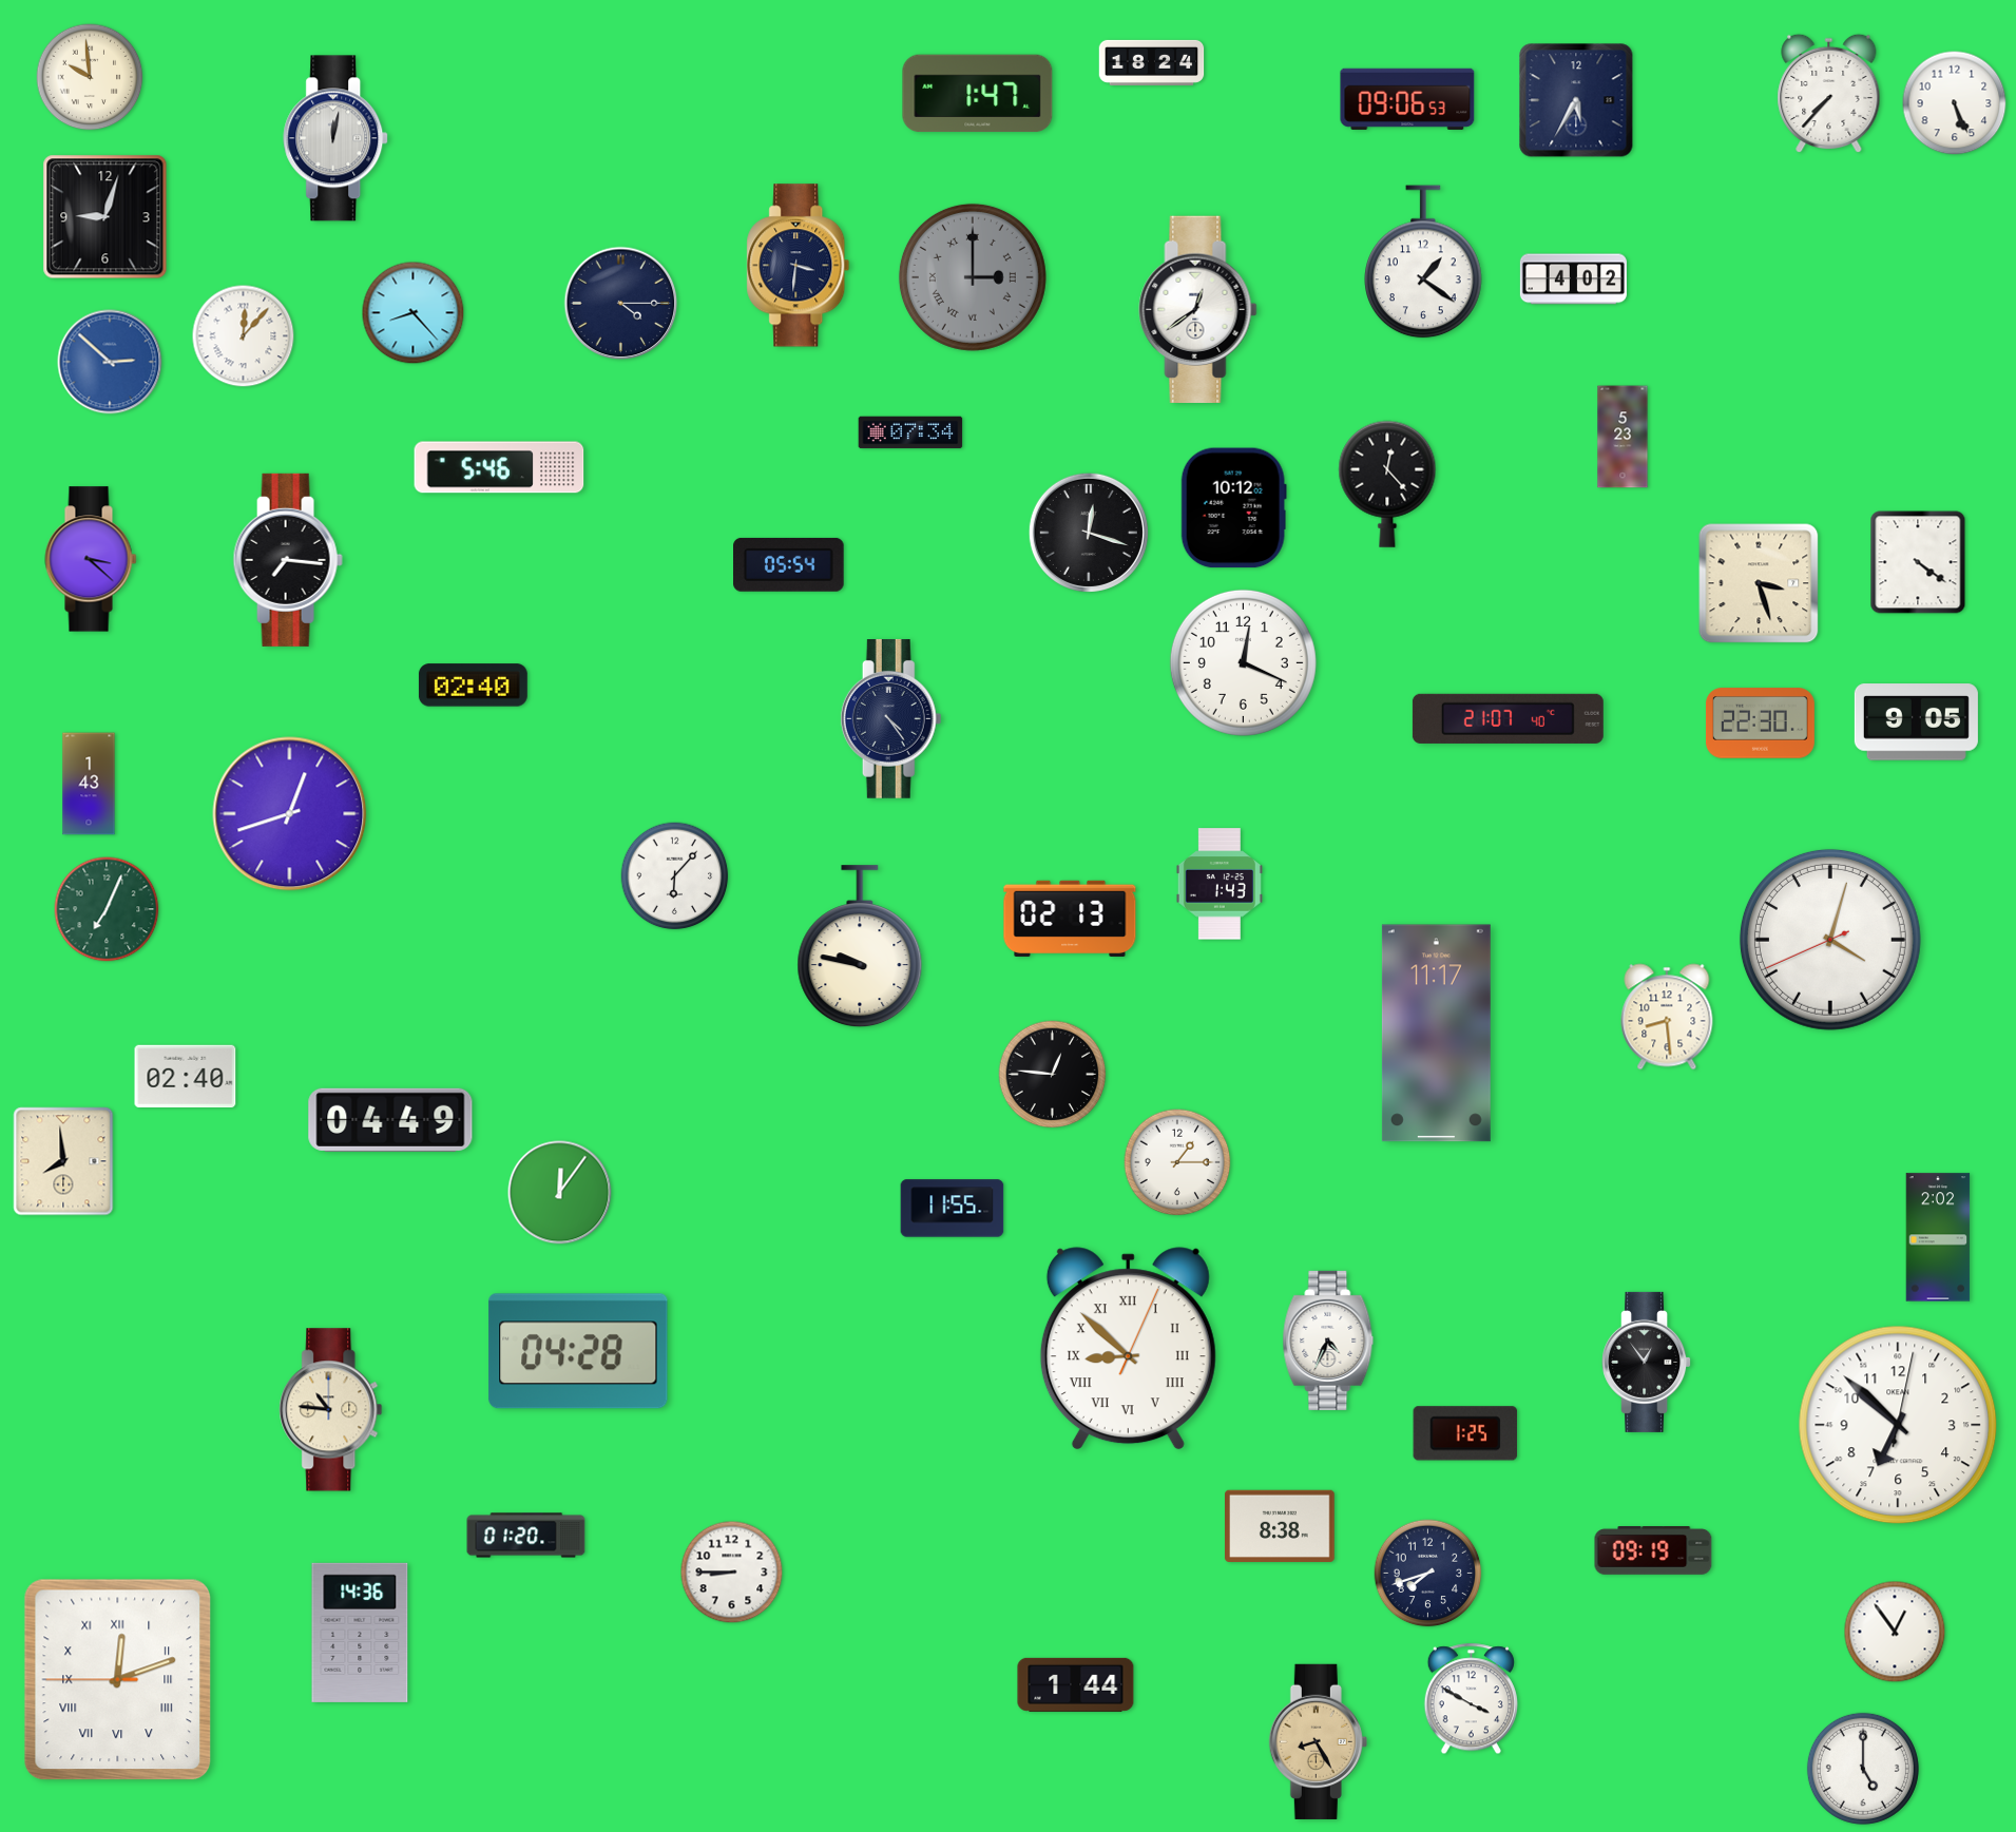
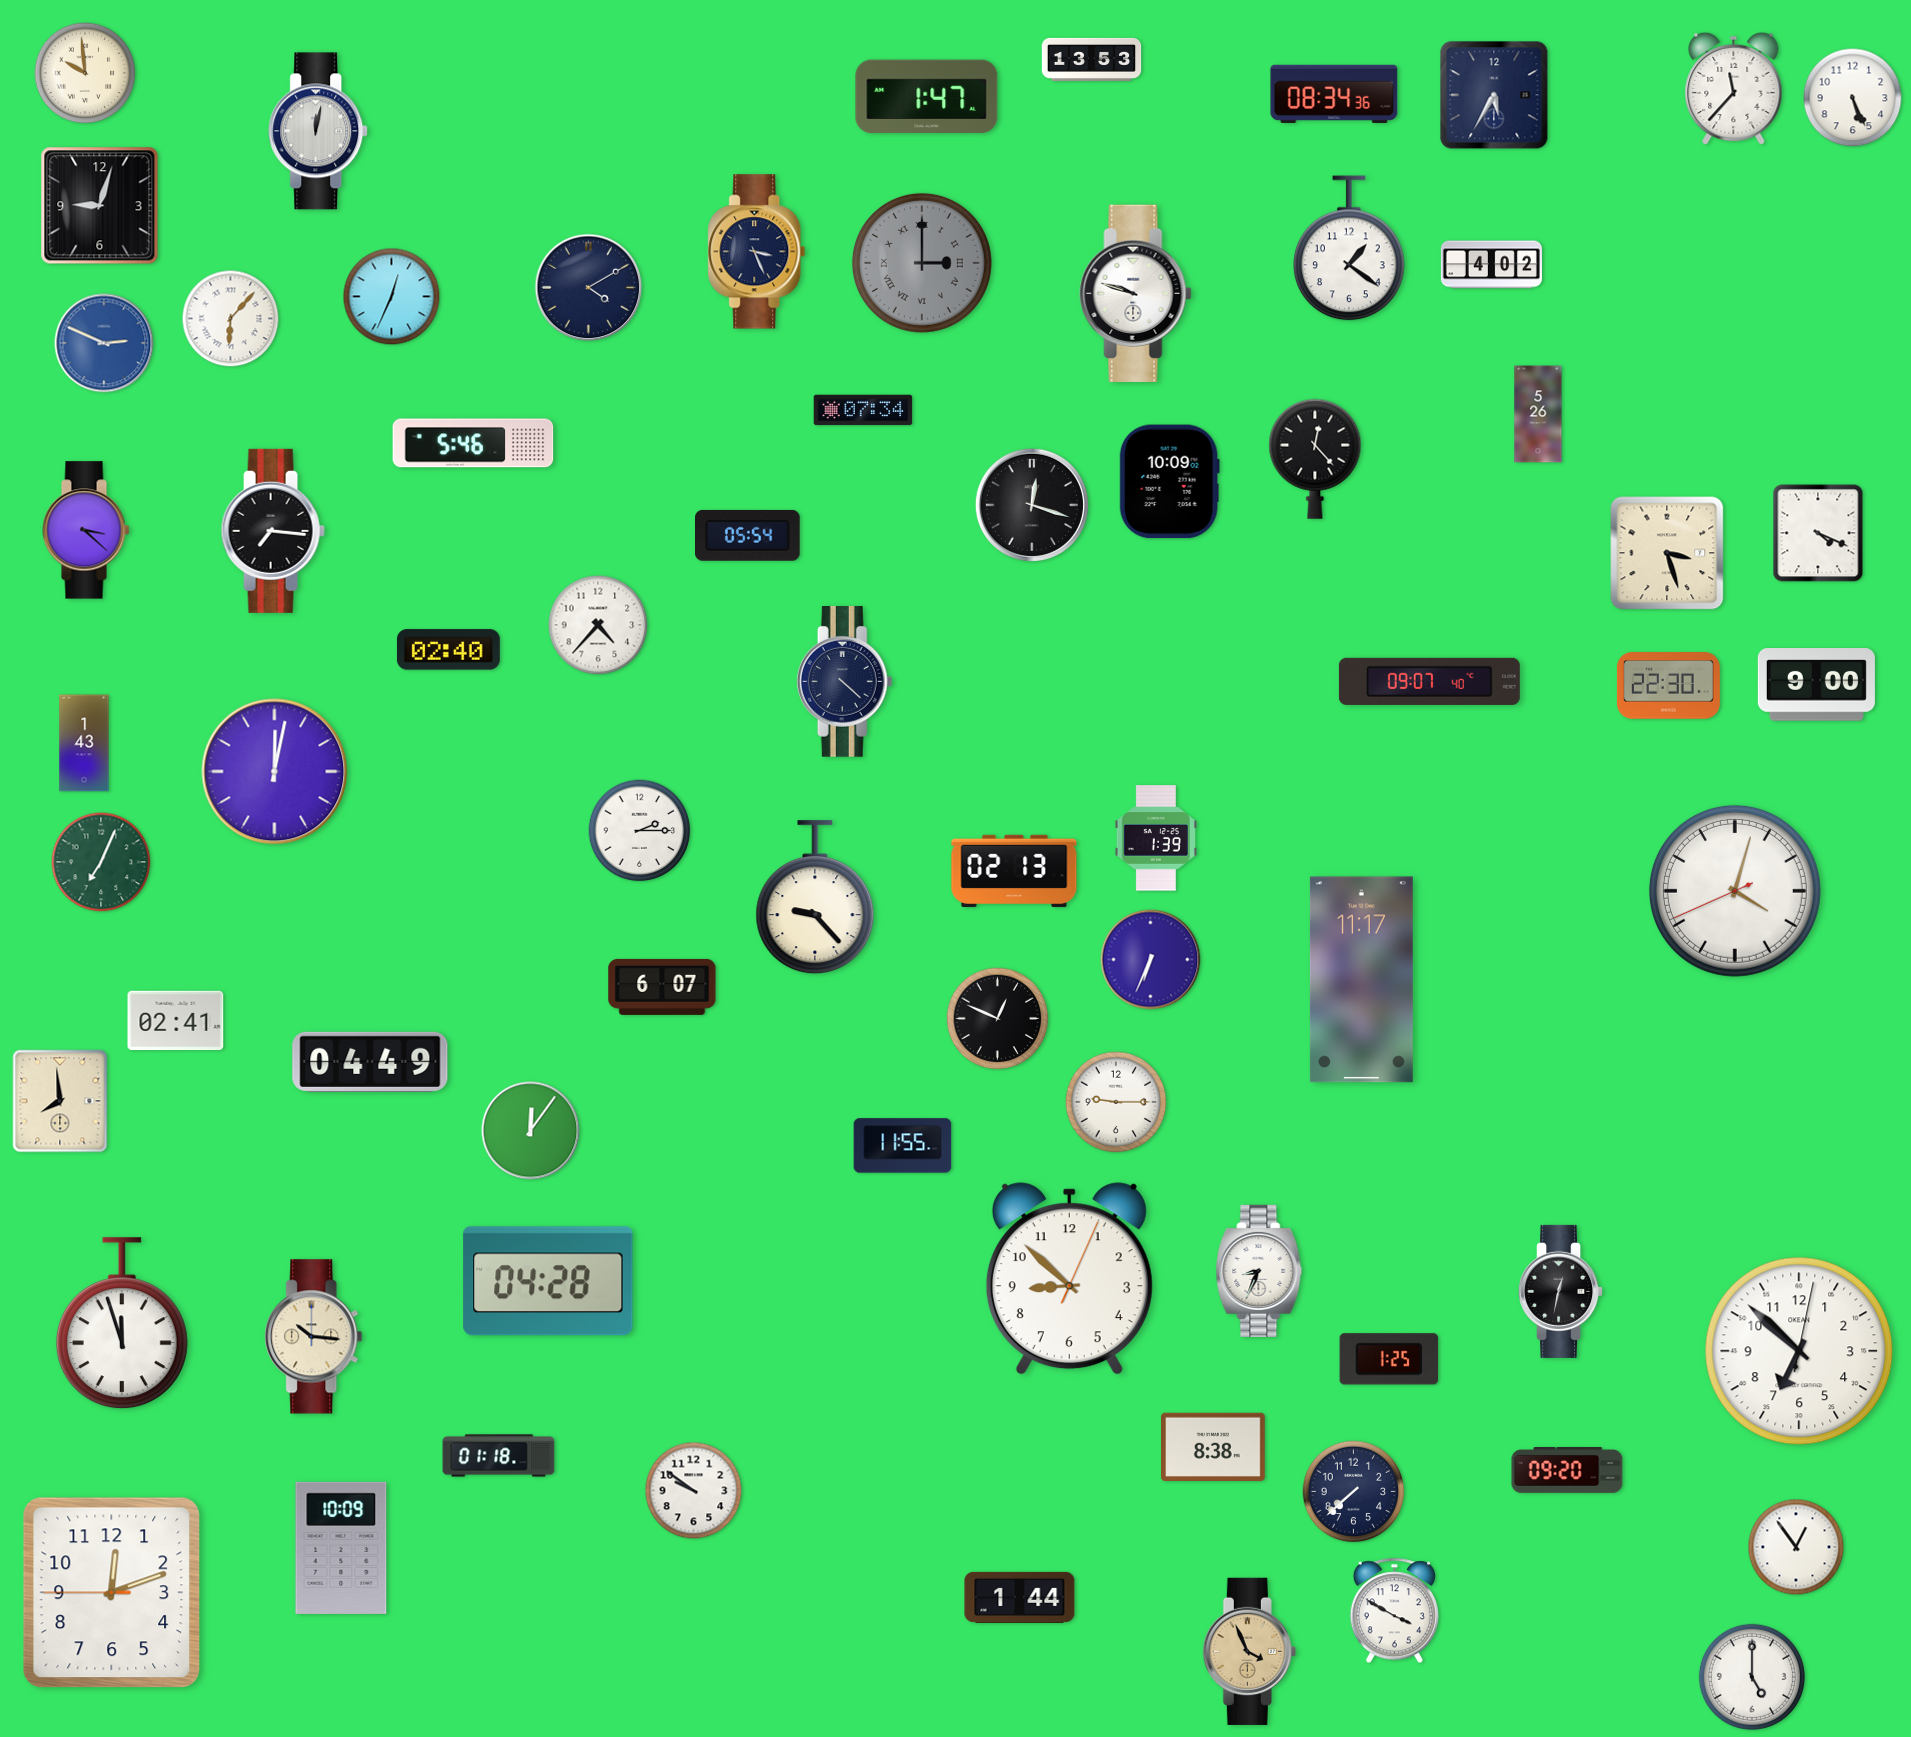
clock at (1152, 62): 18:24 -> 13:53
clock at (978, 94) position: (978, 94) -> (927, 97)
clock at (1829, 94): 7:37 -> 11:37
clock at (1407, 99): 09:06 -> 08:34
clock at (799, 266): 3:31 -> 3:26
clock at (621, 304): 4:15 -> 4:10
clock at (1198, 309): 12:39 -> 9:48
clock at (414, 313): 8:23 -> 12:34
clock at (244, 336): 12:07 -> 6:07
clock at (110, 362): 2:52 -> 2:49
clock at (1623, 437): 5:23 -> 5:26
clock at (1233, 508): 10:12 -> 10:09
clock at (1918, 562): 4:21 -> 4:19
clock at (598, 625): none -> 4:37
clock at (1243, 662): 12:19 -> none
clock at (1508, 718): 21:07 -> 09:07
clock at (891, 719): 4:24 -> 4:22
clock at (1916, 722): 9:05 -> 9:00
clock at (290, 814): 12:42 -> 12:02
clock at (675, 876): 6:07 -> 2:15
clock at (1220, 884): 1:43 -> 1:39
clock at (860, 947): 9:47 -> 9:23
clock at (1151, 960): none -> 6:34
clock at (1667, 1017): 8:29 -> none
clock at (662, 987): none -> 6:07
clock at (1053, 1075): 12:46 -> 12:49
clock at (186, 1077): 02:40 -> 02:41
clock at (1177, 1162): 1:15 -> 9:15
clock at (1938, 1237): 2:02 -> none
clock at (1328, 1341): 4:34 -> 8:34
clock at (1128, 1349) numerals: Roman -> Arabic
clock at (1647, 1362): 12:54 -> 12:32
clock at (122, 1324): none -> 11:57
clock at (331, 1410): 10:46 -> 10:16
clock at (526, 1536): 01:20 -> 01:18
clock at (1653, 1551): 09:19 -> 09:20
clock at (732, 1573): 8:45 -> 9:51
clock at (1428, 1574): 7:42 -> 7:38
clock at (360, 1633): 14:36 -> 10:09
clock at (118, 1680) numerals: Roman -> Arabic
clock at (1318, 1741): 8:25 -> 3:56
clock at (1863, 1769) position: (1863, 1769) -> (1752, 1677)
